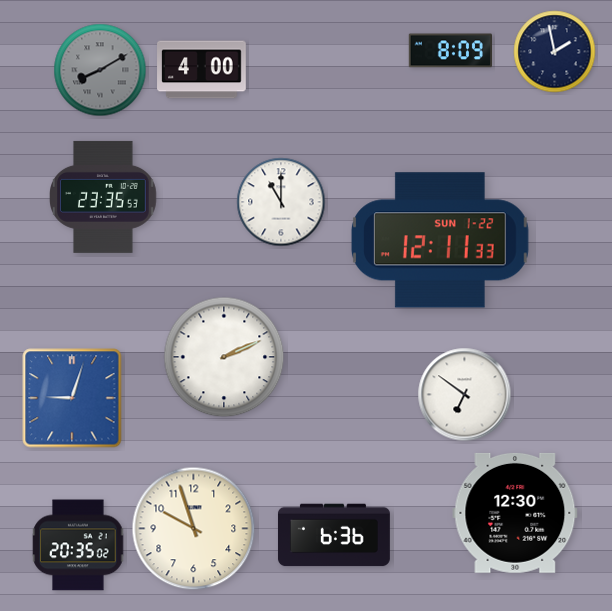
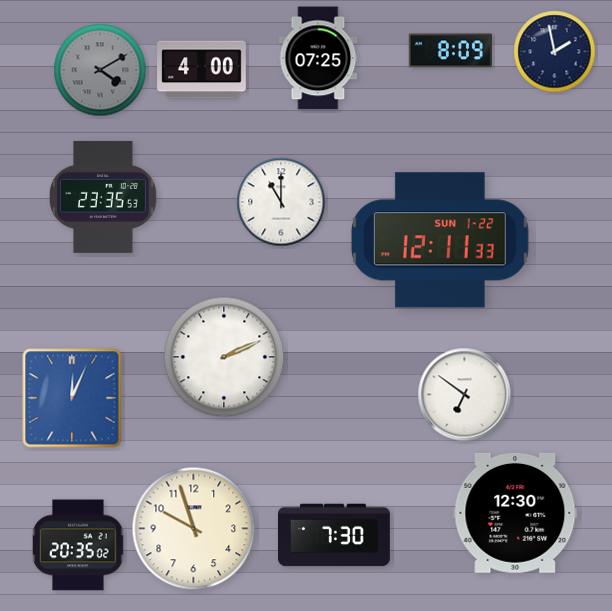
clock at (318, 58): none -> 07:25
clock at (100, 70): 8:10 -> 4:10
clock at (72, 398): 9:03 -> 12:04
clock at (334, 535): 6:36 -> 7:30
